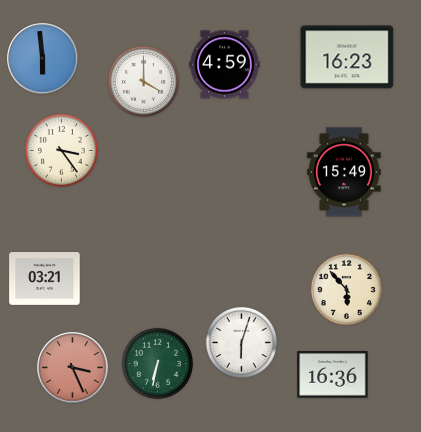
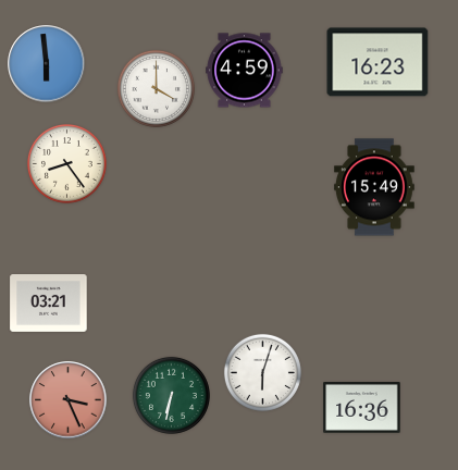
clock at (61, 150): 3:24 -> 8:24
clock at (346, 289): 5:53 -> none
clock at (73, 368) position: (73, 368) -> (69, 400)
